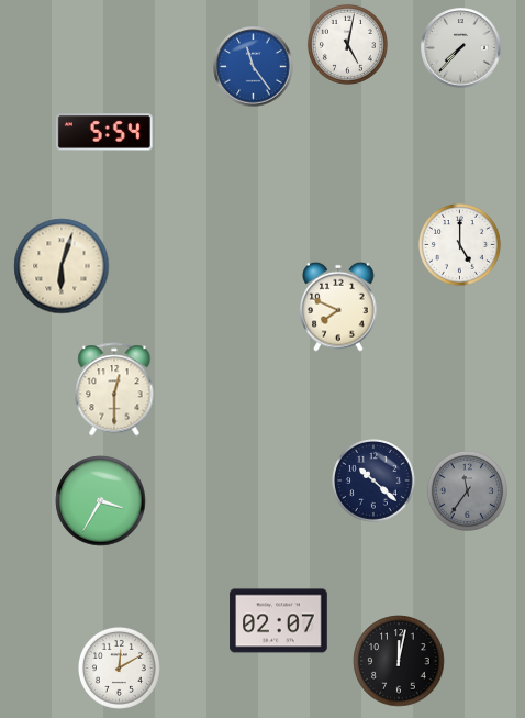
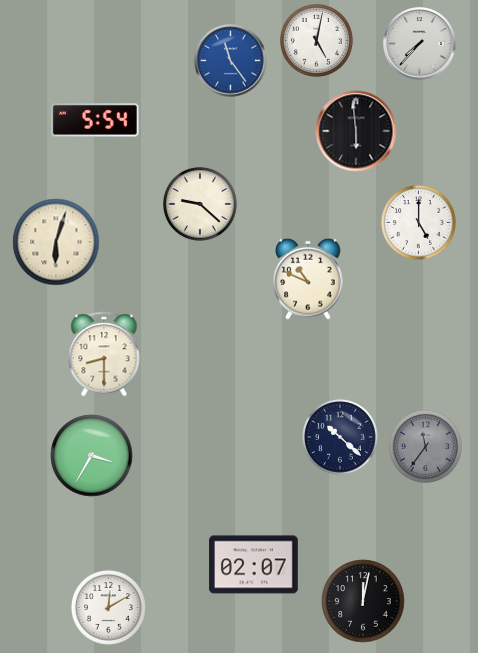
clock at (356, 131): none -> 5:59
clock at (200, 204): none -> 9:22
clock at (338, 307): 7:49 -> 10:49
clock at (114, 389): 12:30 -> 8:30
